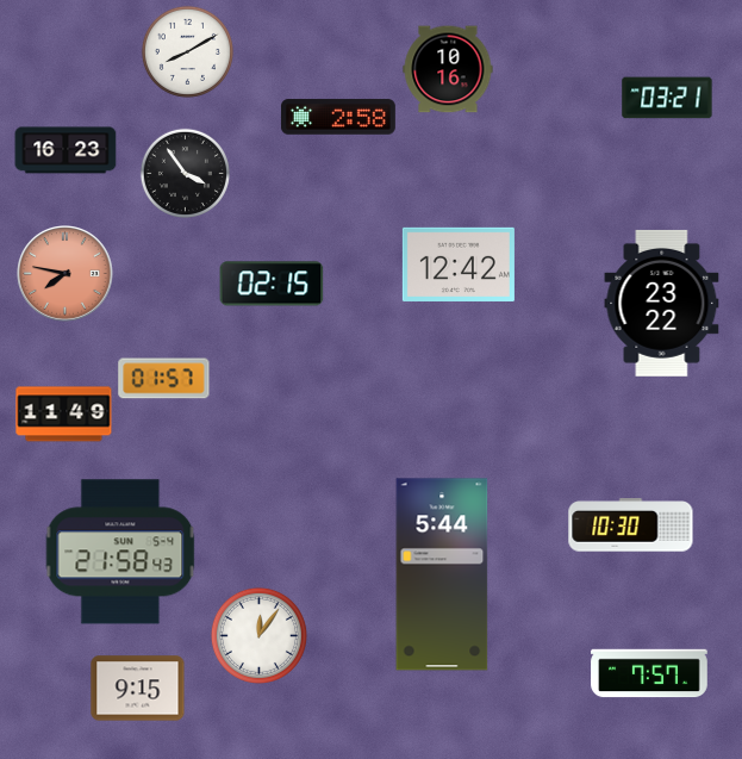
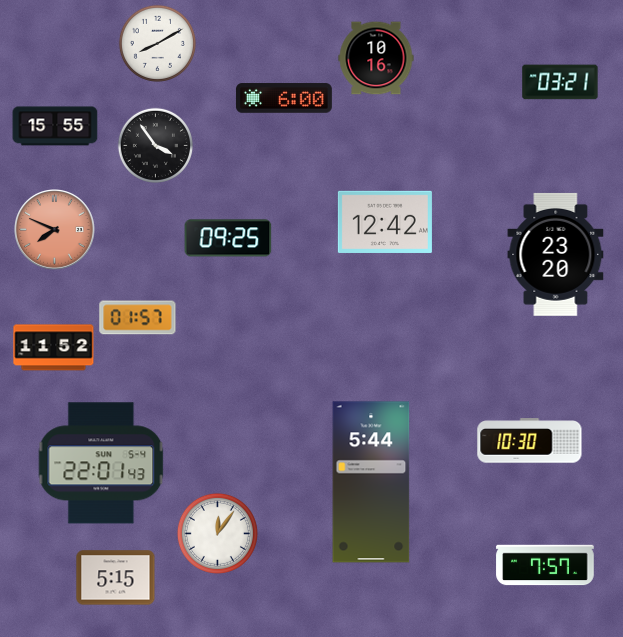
clock at (338, 117): 2:58 -> 6:00
clock at (66, 150): 16:23 -> 15:55
clock at (66, 274): 7:47 -> 7:49
clock at (272, 284): 02:15 -> 09:25
clock at (662, 303): 23:22 -> 23:20
clock at (64, 415): 11:49 -> 11:52
clock at (120, 552): 21:58 -> 22:01
clock at (138, 689): 9:15 -> 5:15
